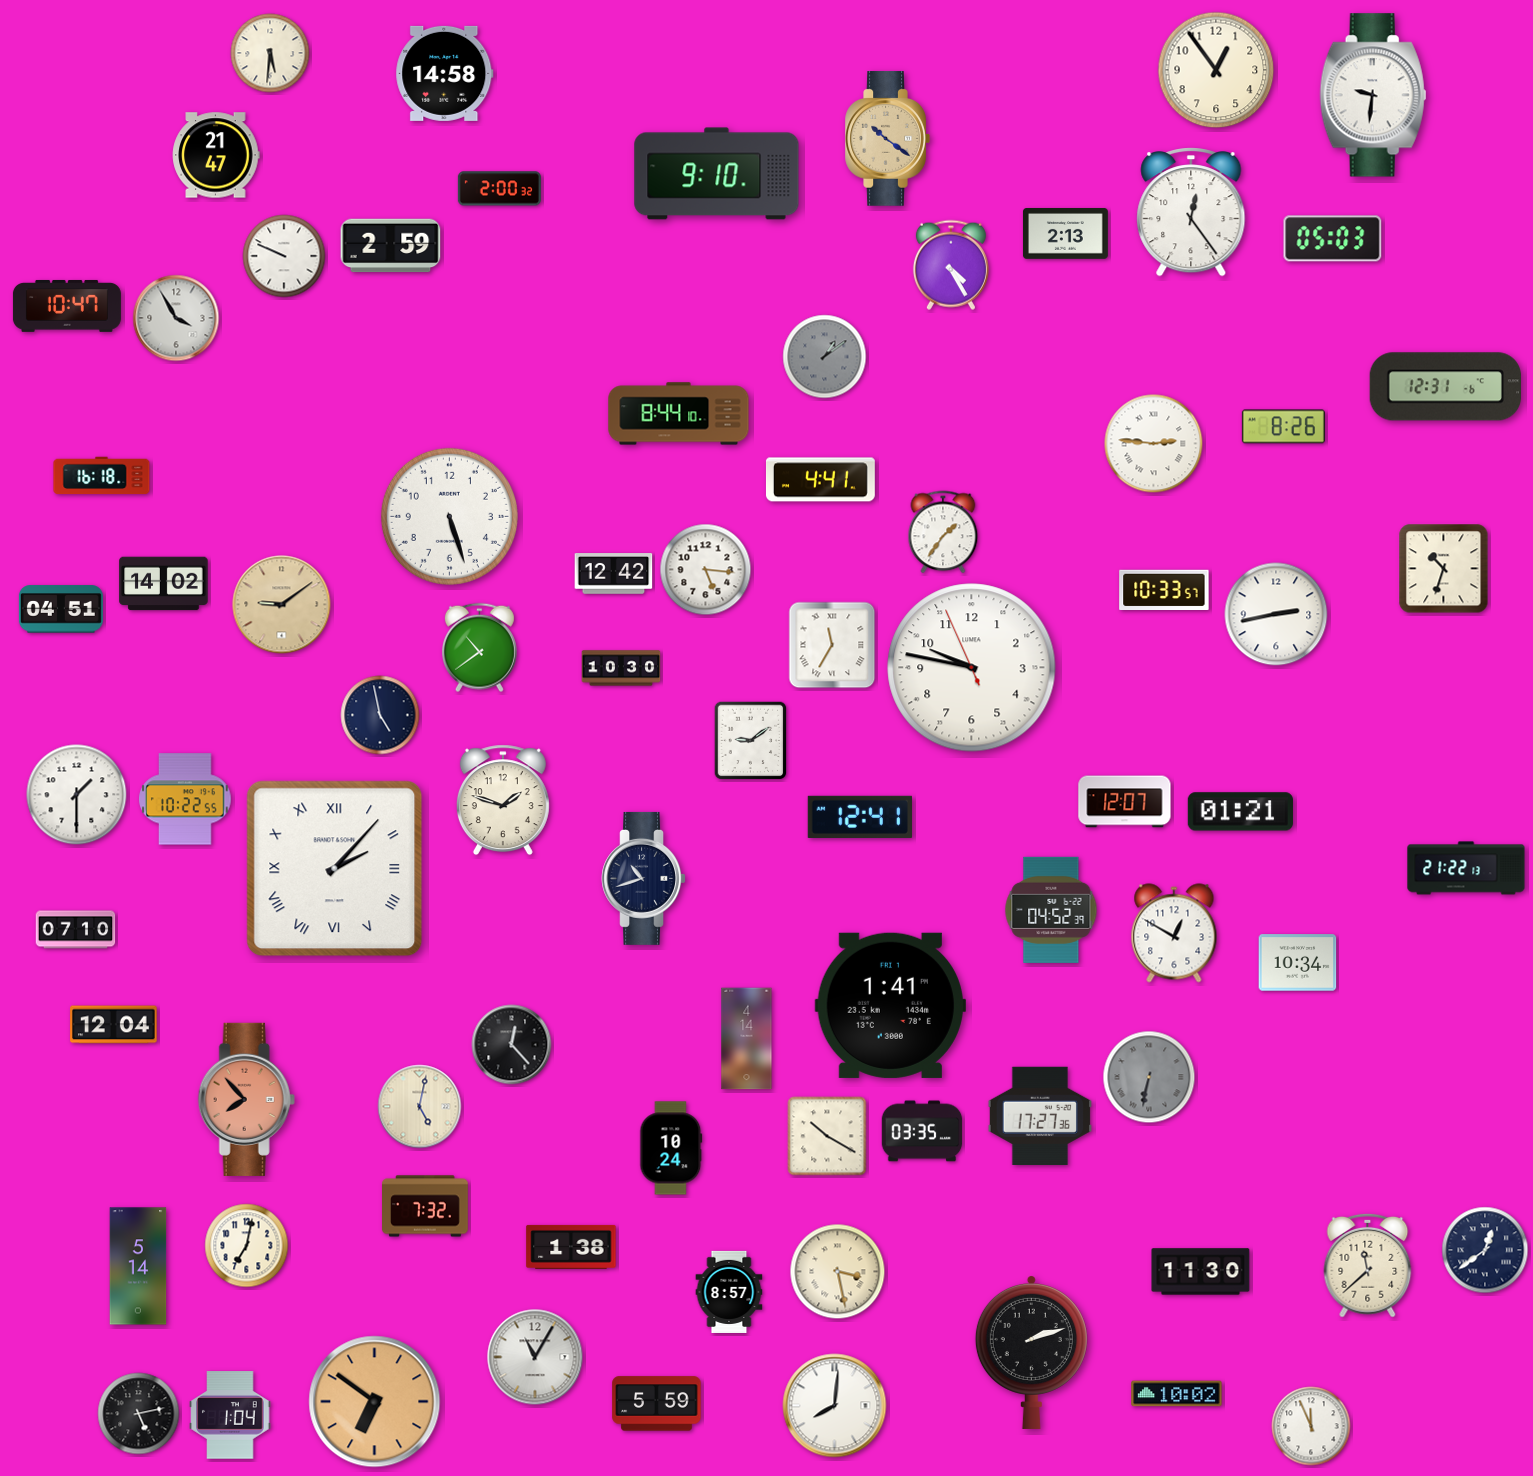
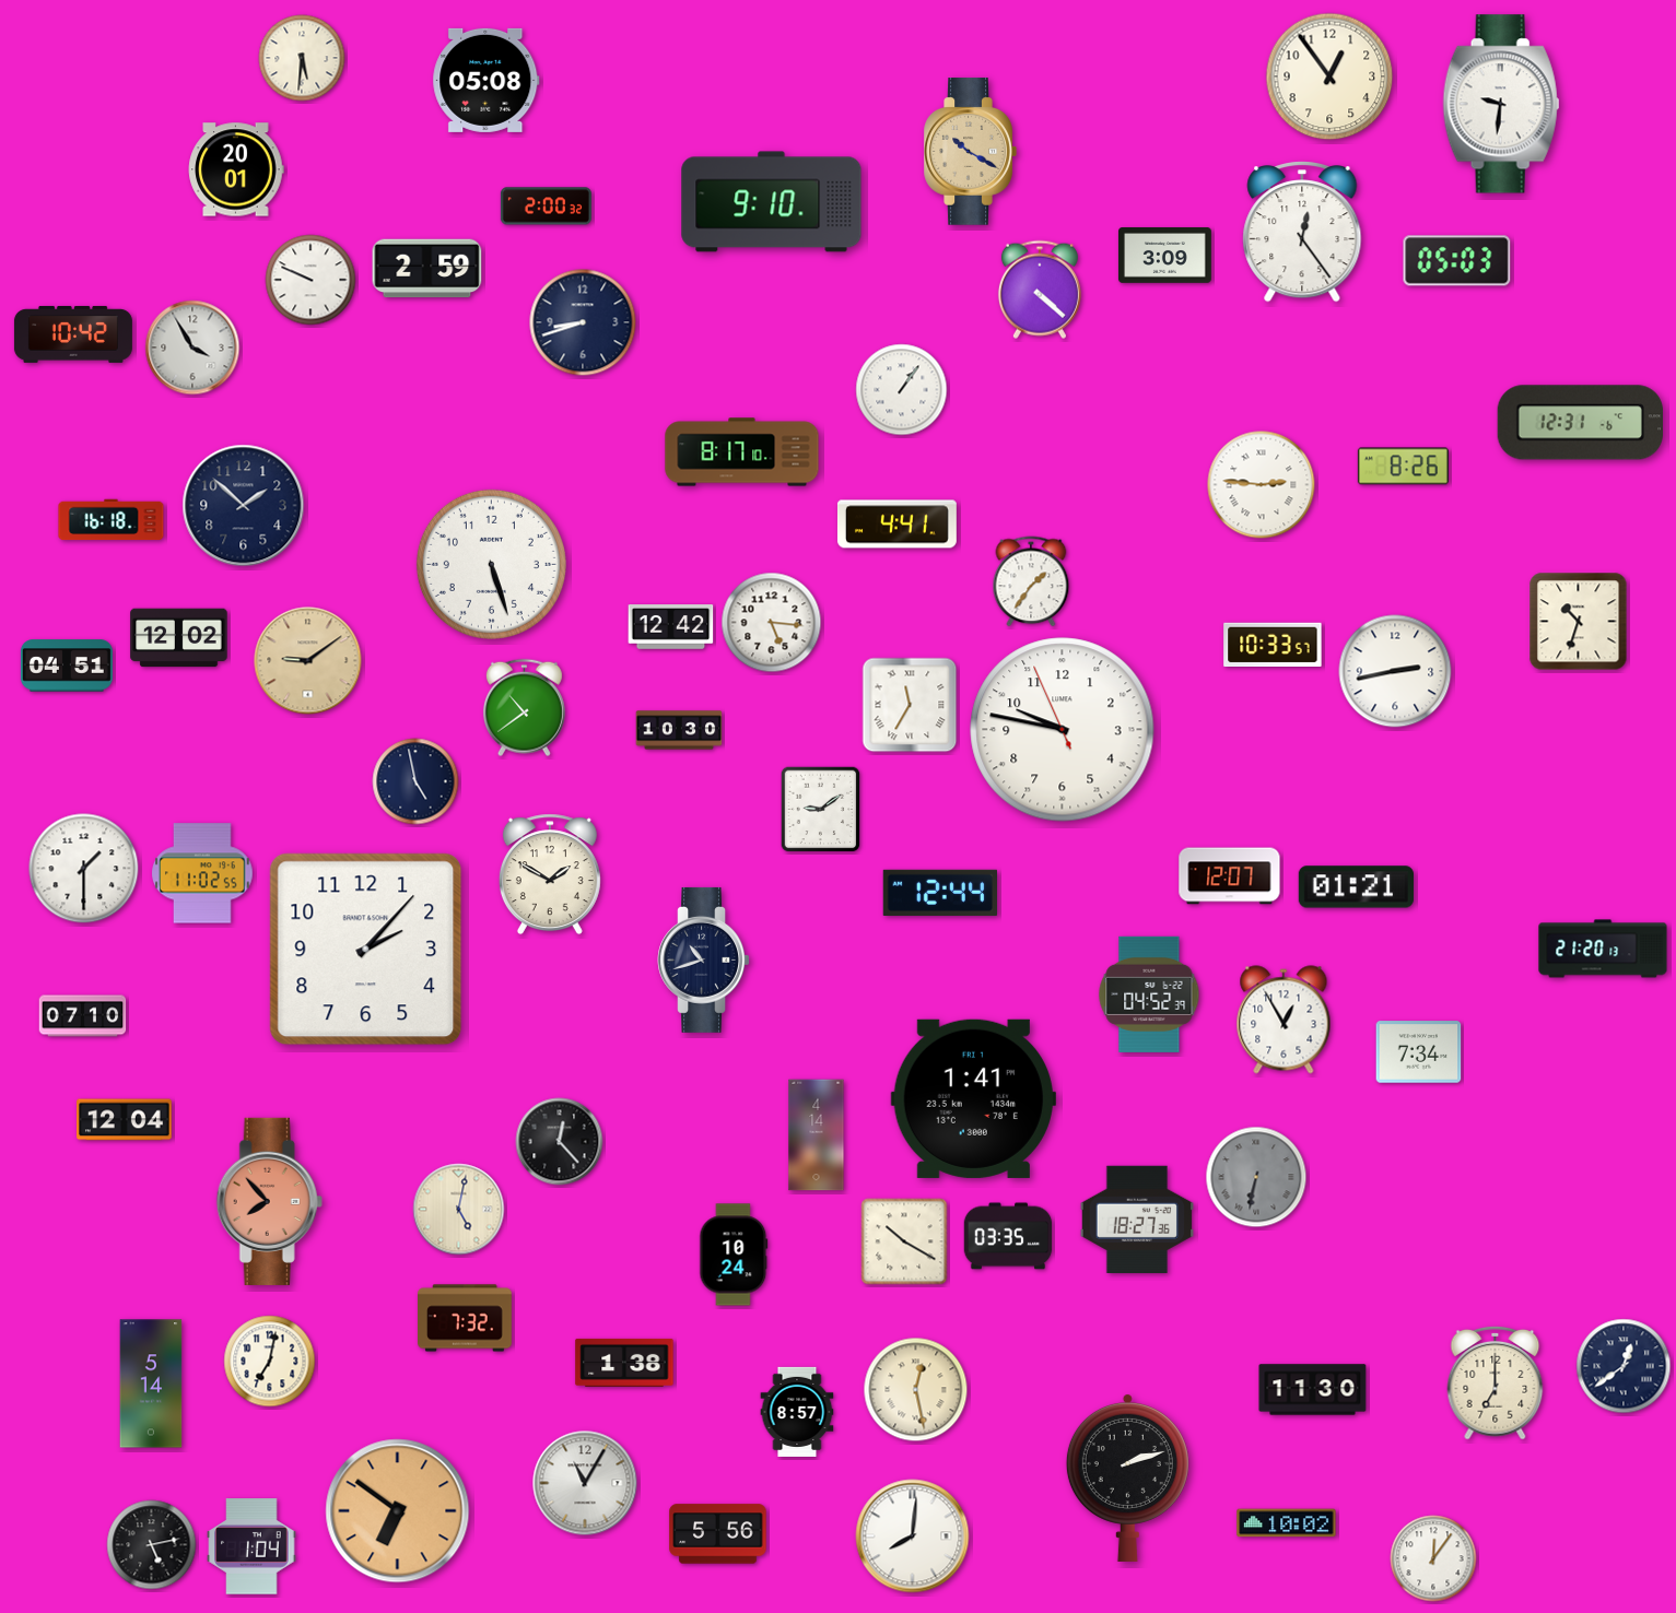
clock at (270, 53) position: (270, 53) -> (302, 58)
clock at (445, 73): 14:58 -> 05:08
clock at (887, 139): 10:21 -> 10:20
clock at (216, 155): 21:47 -> 20:01
clock at (717, 174) position: (717, 174) -> (772, 202)
clock at (1065, 234): 2:13 -> 3:09
clock at (951, 265): 4:25 -> 4:22
clock at (583, 322): none -> 8:42
clock at (67, 306): 10:47 -> 10:42
clock at (825, 357): 1:09 -> 1:06
clock at (825, 357) dial: grey -> white
clock at (679, 414): 8:44 -> 8:17
clock at (244, 506): none -> 1:52
clock at (164, 584): 14:02 -> 12:02
clock at (185, 799): 10:22 -> 11:02
clock at (503, 800): 1:48 -> 1:50
clock at (859, 817): 12:41 -> 12:44
clock at (1466, 868): 21:22 -> 21:20
clock at (335, 869) numerals: Roman -> Arabic
clock at (1174, 933): 12:50 -> 12:55
clock at (1298, 963): 10:34 -> 7:34
clock at (1039, 1115): 17:27 -> 18:27
clock at (1368, 1265): 11:38 -> 7:00
clock at (838, 1272): 3:28 -> 12:28
clock at (375, 1402) position: (375, 1402) -> (398, 1511)
clock at (657, 1404): 5:59 -> 5:56
clock at (1311, 1426): 11:56 -> 12:06
